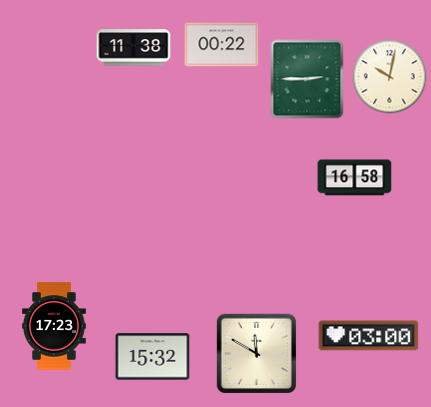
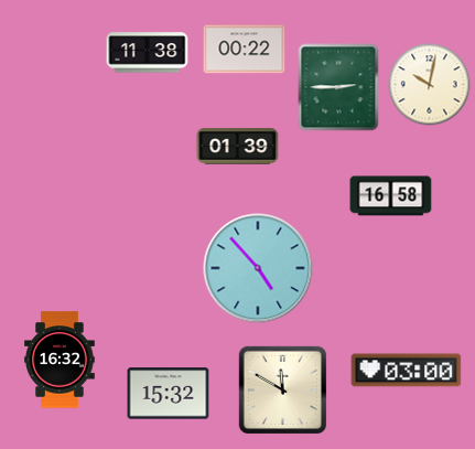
clock at (238, 147): none -> 01:39
clock at (258, 268): none -> 4:53
clock at (55, 326): 17:23 -> 16:32
